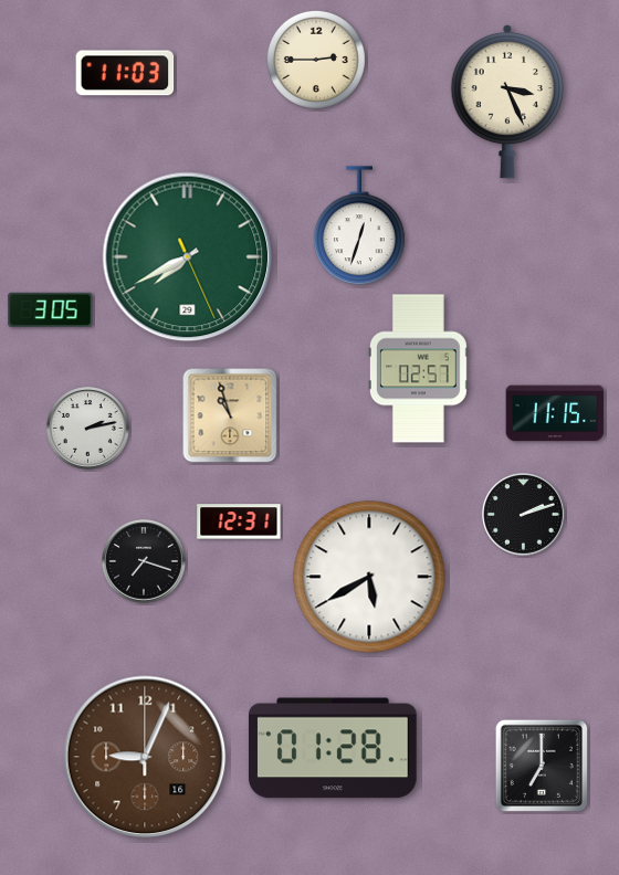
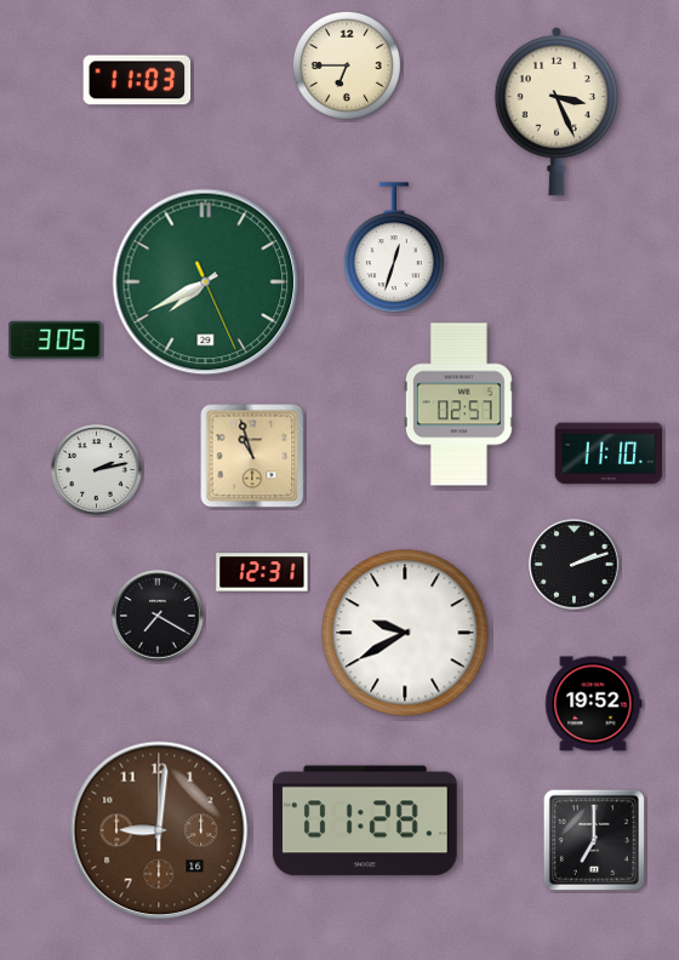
clock at (316, 60): 2:45 -> 6:45
clock at (555, 413): 11:15 -> 11:10
clock at (144, 561): 7:18 -> 7:20
clock at (369, 577): 5:40 -> 9:40
clock at (594, 704): none -> 19:52
clock at (145, 757): 9:04 -> 9:01
